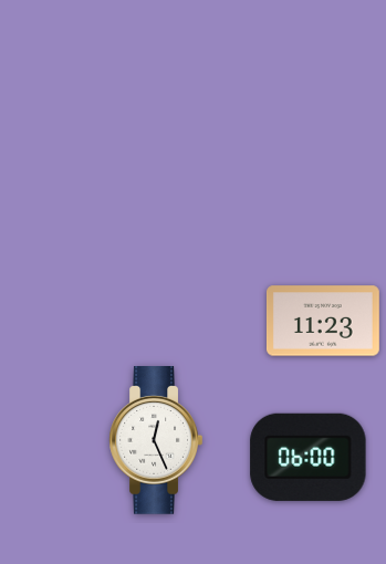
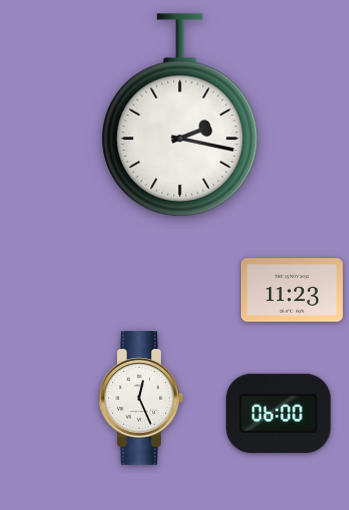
clock at (180, 115): none -> 2:17
